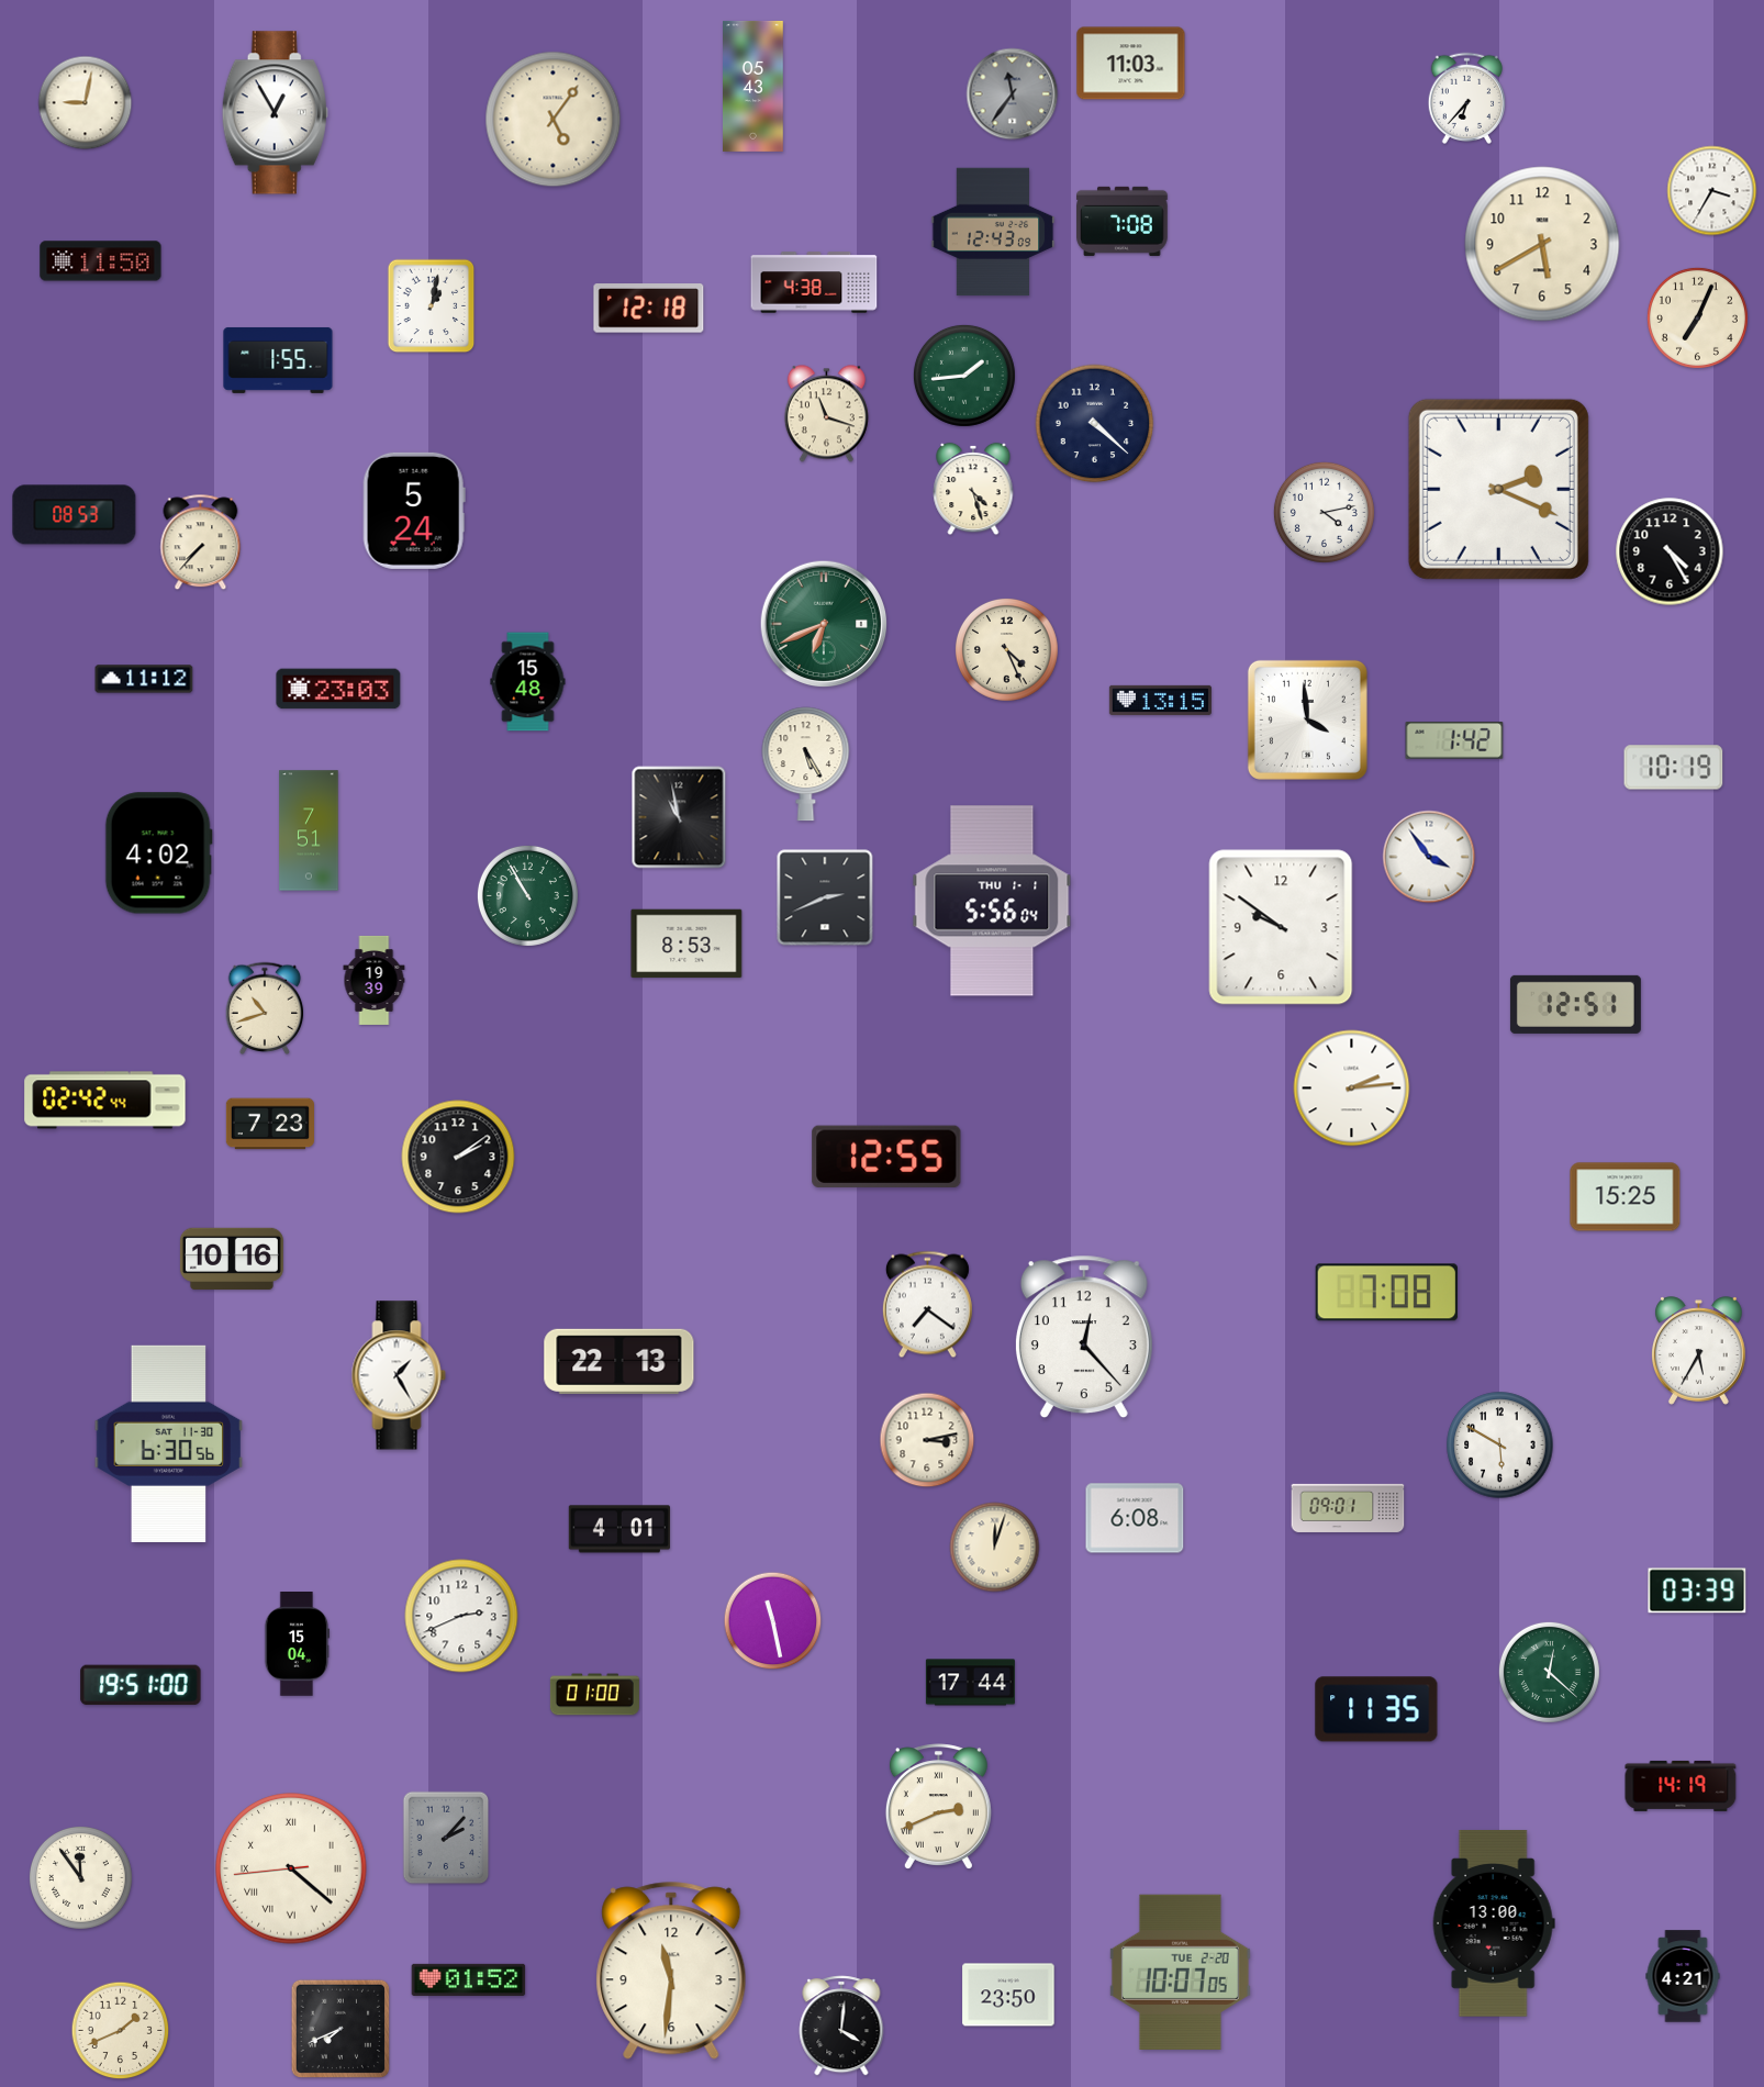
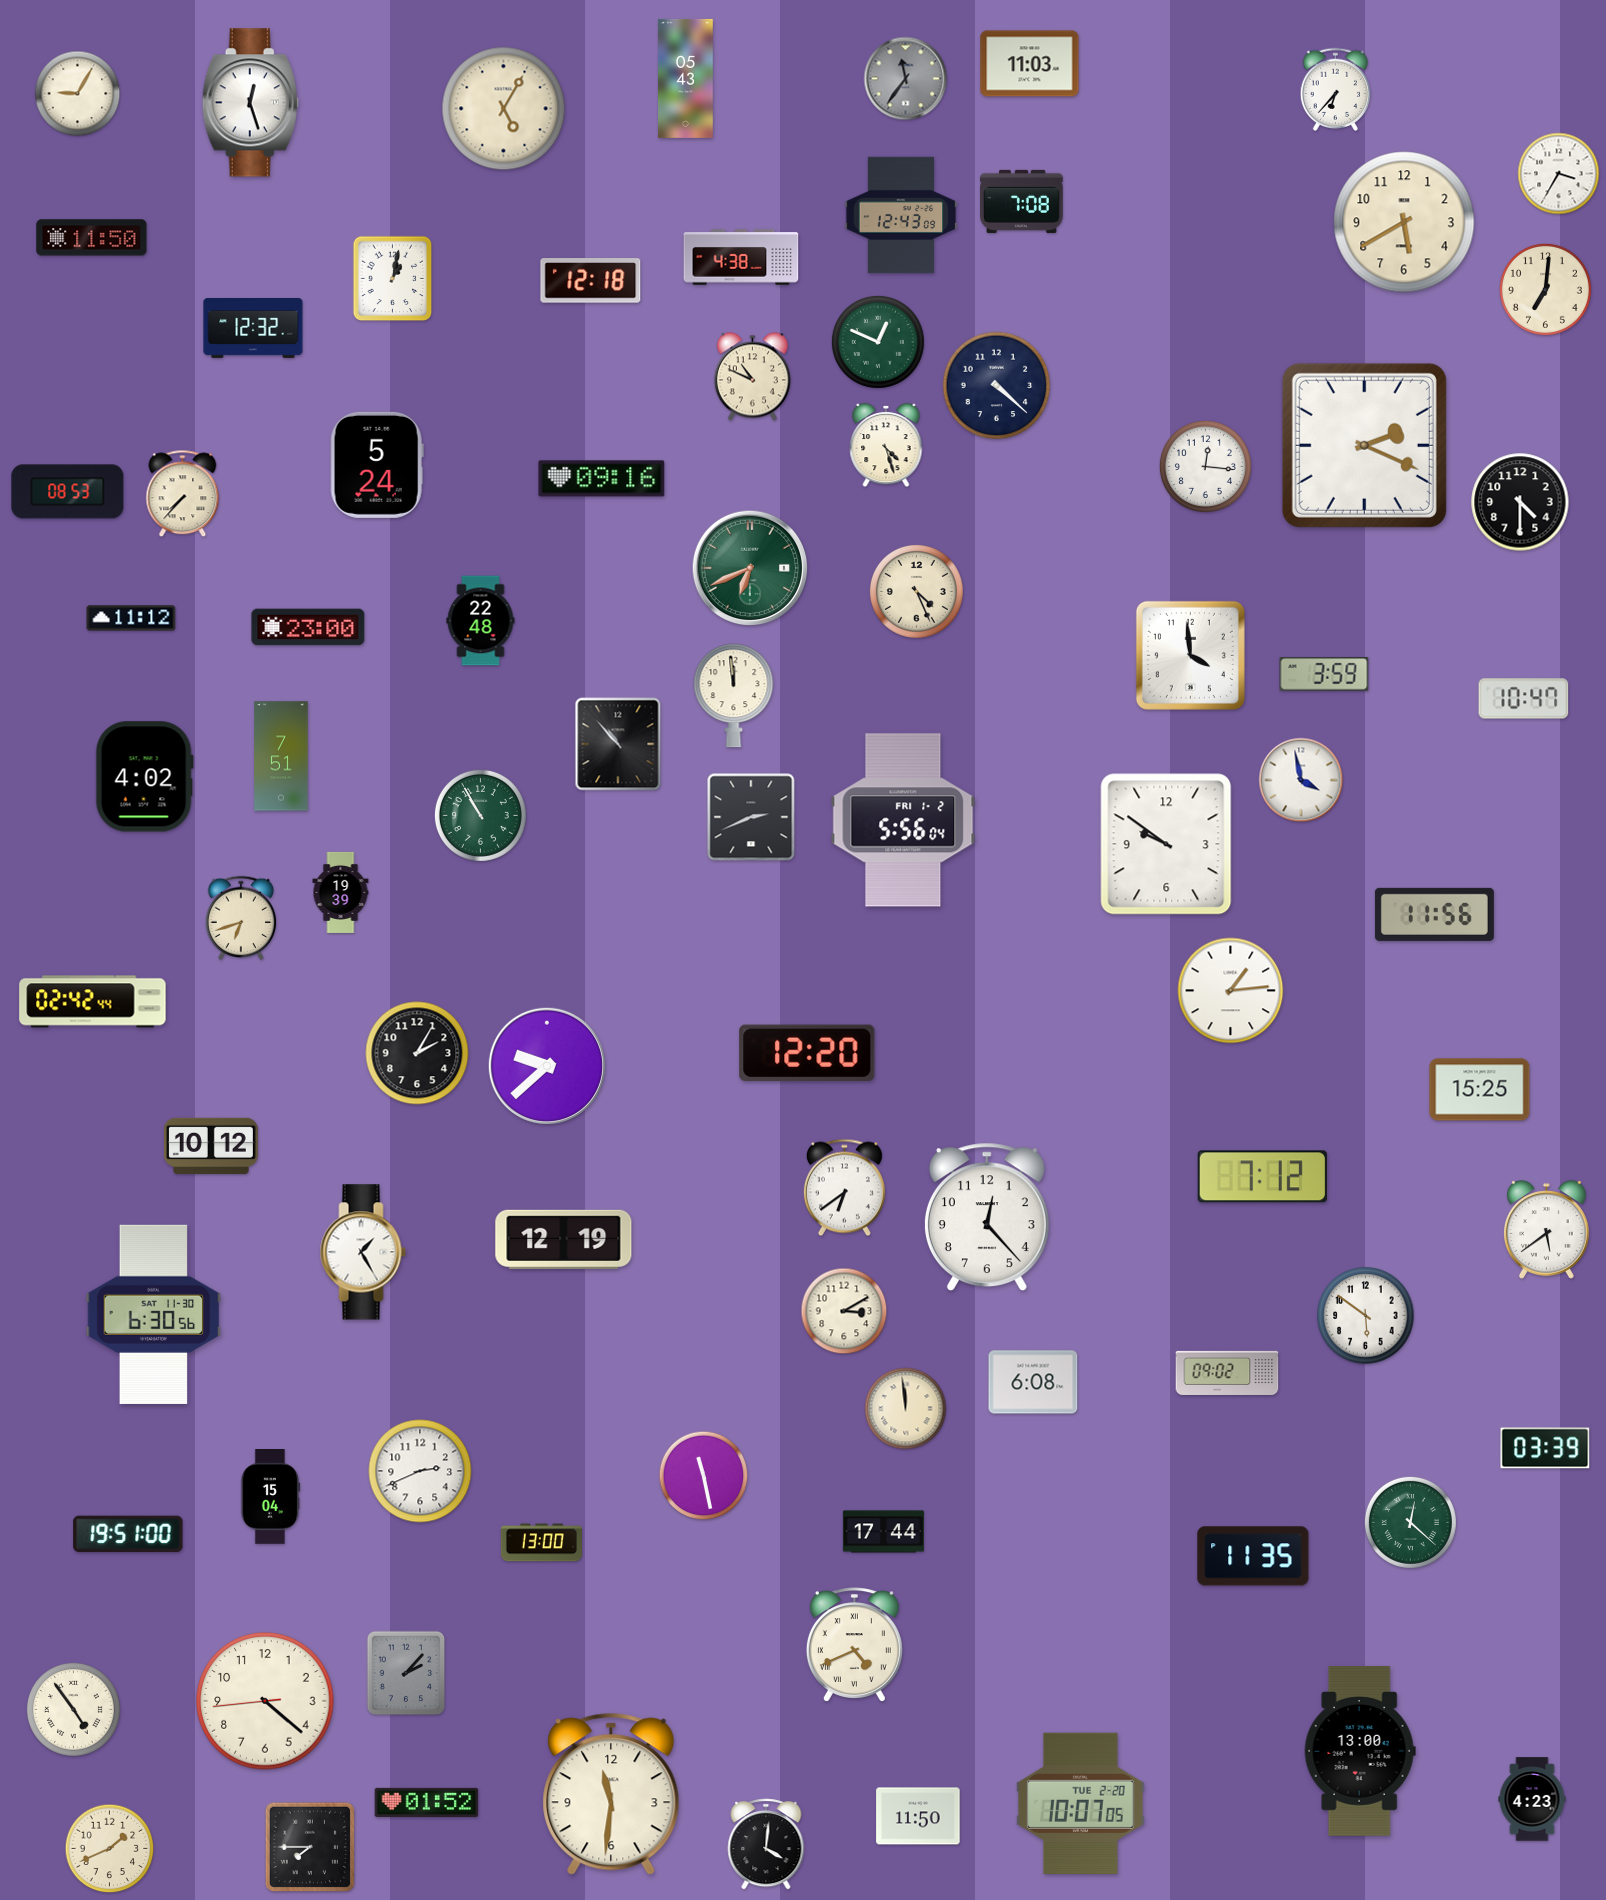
clock at (1131, 64) position: (1131, 64) -> (1030, 64)
clock at (1013, 94) position: (1013, 94) -> (906, 79)
clock at (86, 103): 9:02 -> 9:05
clock at (275, 113): 12:55 -> 12:27
clock at (554, 120): 5:06 -> 5:05
clock at (993, 232) position: (993, 232) -> (901, 215)
clock at (1697, 317): 7:04 -> 7:01
clock at (278, 360): 1:55 -> 12:32
clock at (964, 376): 1:44 -> 12:49
clock at (826, 414): 11:18 -> 10:49
clock at (1324, 512): 4:13 -> 12:16
clock at (75, 515) position: (75, 515) -> (68, 492)
clock at (602, 479): none -> 09:16
clock at (1670, 551): 4:25 -> 4:30
clock at (528, 682): 15:48 -> 22:48
clock at (338, 689): 23:03 -> 23:00
clock at (1160, 700): 13:15 -> none
clock at (1454, 740): 1:42 -> 3:59
clock at (806, 765): 5:25 -> 11:59
clock at (1674, 768): 10:19 -> 10:47
clock at (679, 817): 10:58 -> 10:53
clock at (1429, 857): 3:54 -> 3:58
clock at (992, 901) date: THU 1-1 -> FRI 1-2
clock at (686, 944): 8:53 -> none
clock at (1575, 1004): 12:51 -> 11:56
clock at (265, 1007): 10:42 -> 6:42
clock at (1352, 1089): 2:14 -> 1:14
clock at (105, 1101) position: (105, 1101) -> (93, 1002)
clock at (270, 1124): 7:23 -> none
clock at (458, 1157): 2:09 -> 2:05
clock at (886, 1157): 12:55 -> 12:20
clock at (547, 1066): none -> 9:38
clock at (232, 1259): 10:16 -> 10:12
clock at (1386, 1293): 7:08 -> 7:12
clock at (927, 1305): 7:21 -> 6:39
clock at (1699, 1351): 5:35 -> 5:39
clock at (619, 1361): 22:13 -> 12:19
clock at (927, 1440): 3:13 -> 3:10
clock at (1500, 1446): 5:50 -> 5:51
clock at (1348, 1508): 09:01 -> 09:02
clock at (619, 1529): 4:01 -> none
clock at (995, 1548): 12:03 -> 11:59
clock at (594, 1695): 01:00 -> 13:00
clock at (1681, 1786): 14:19 -> none
clock at (938, 1807): 2:41 -> 4:41
clock at (291, 1868) numerals: Roman -> Arabic
clock at (80, 1877): 11:54 -> 4:54
clock at (1180, 1972) position: (1180, 1972) -> (1080, 1803)
clock at (1683, 1976): 4:21 -> 4:23
clock at (1008, 1995): 23:50 -> 11:50
clock at (340, 2029): 7:41 -> 7:45
